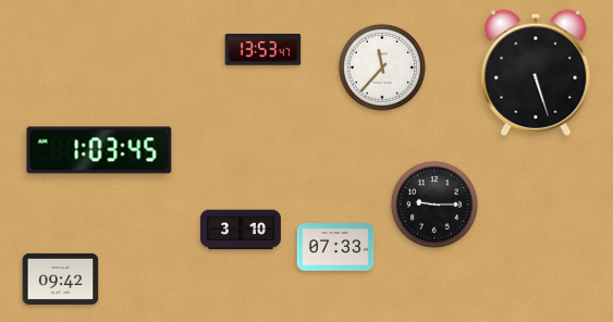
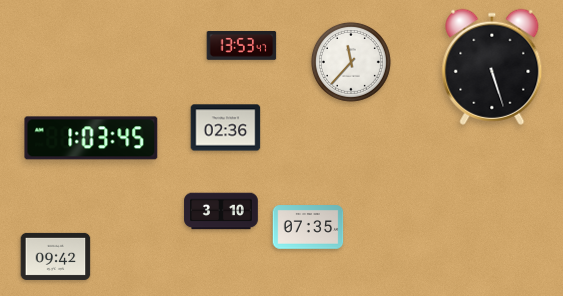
clock at (226, 128): none -> 02:36
clock at (434, 205): 9:15 -> none
clock at (335, 247): 07:33 -> 07:35
